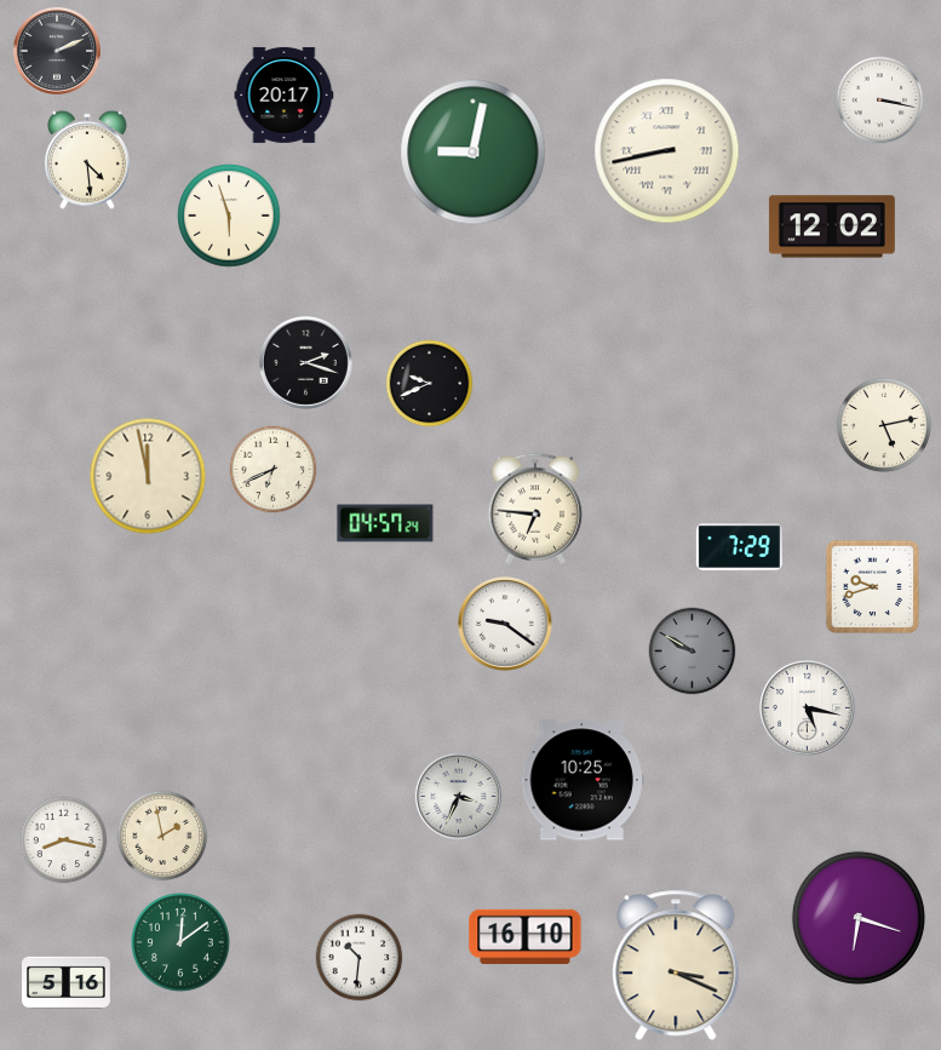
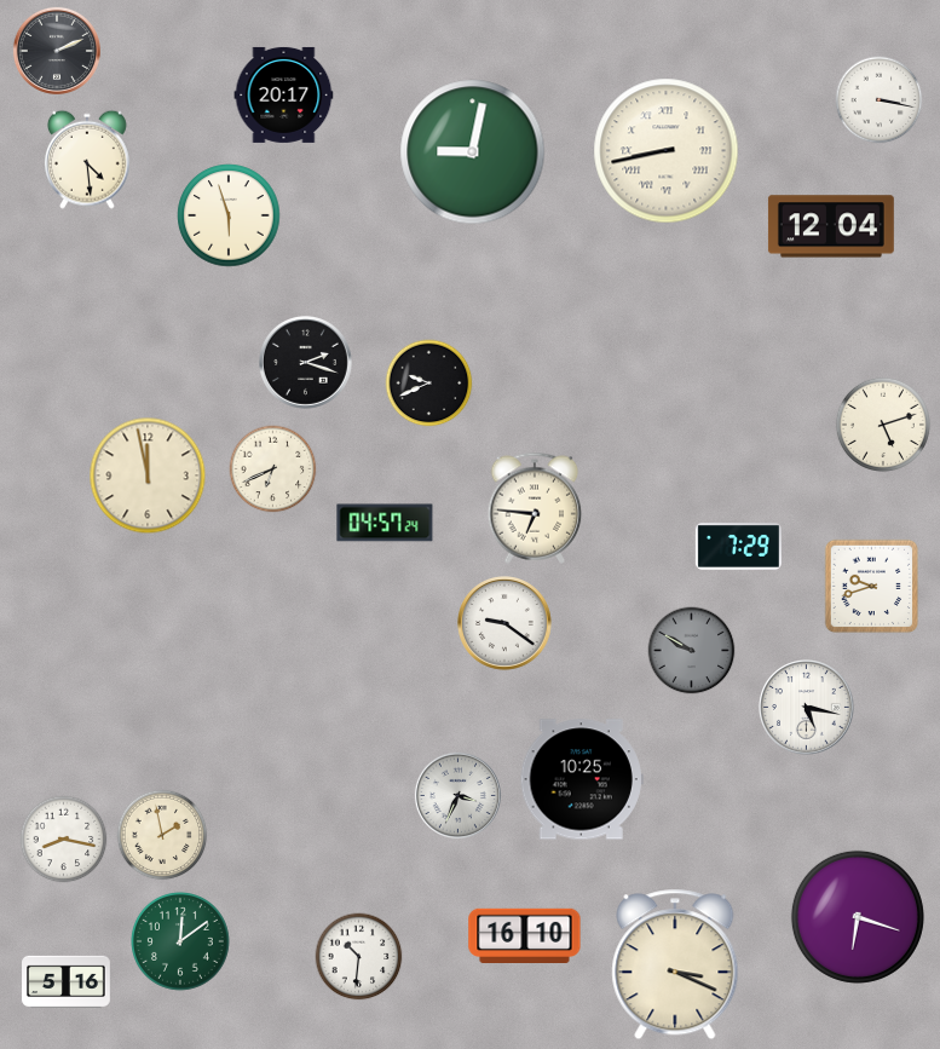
clock at (832, 226): 12:02 -> 12:04
clock at (884, 425): 5:13 -> 5:12
